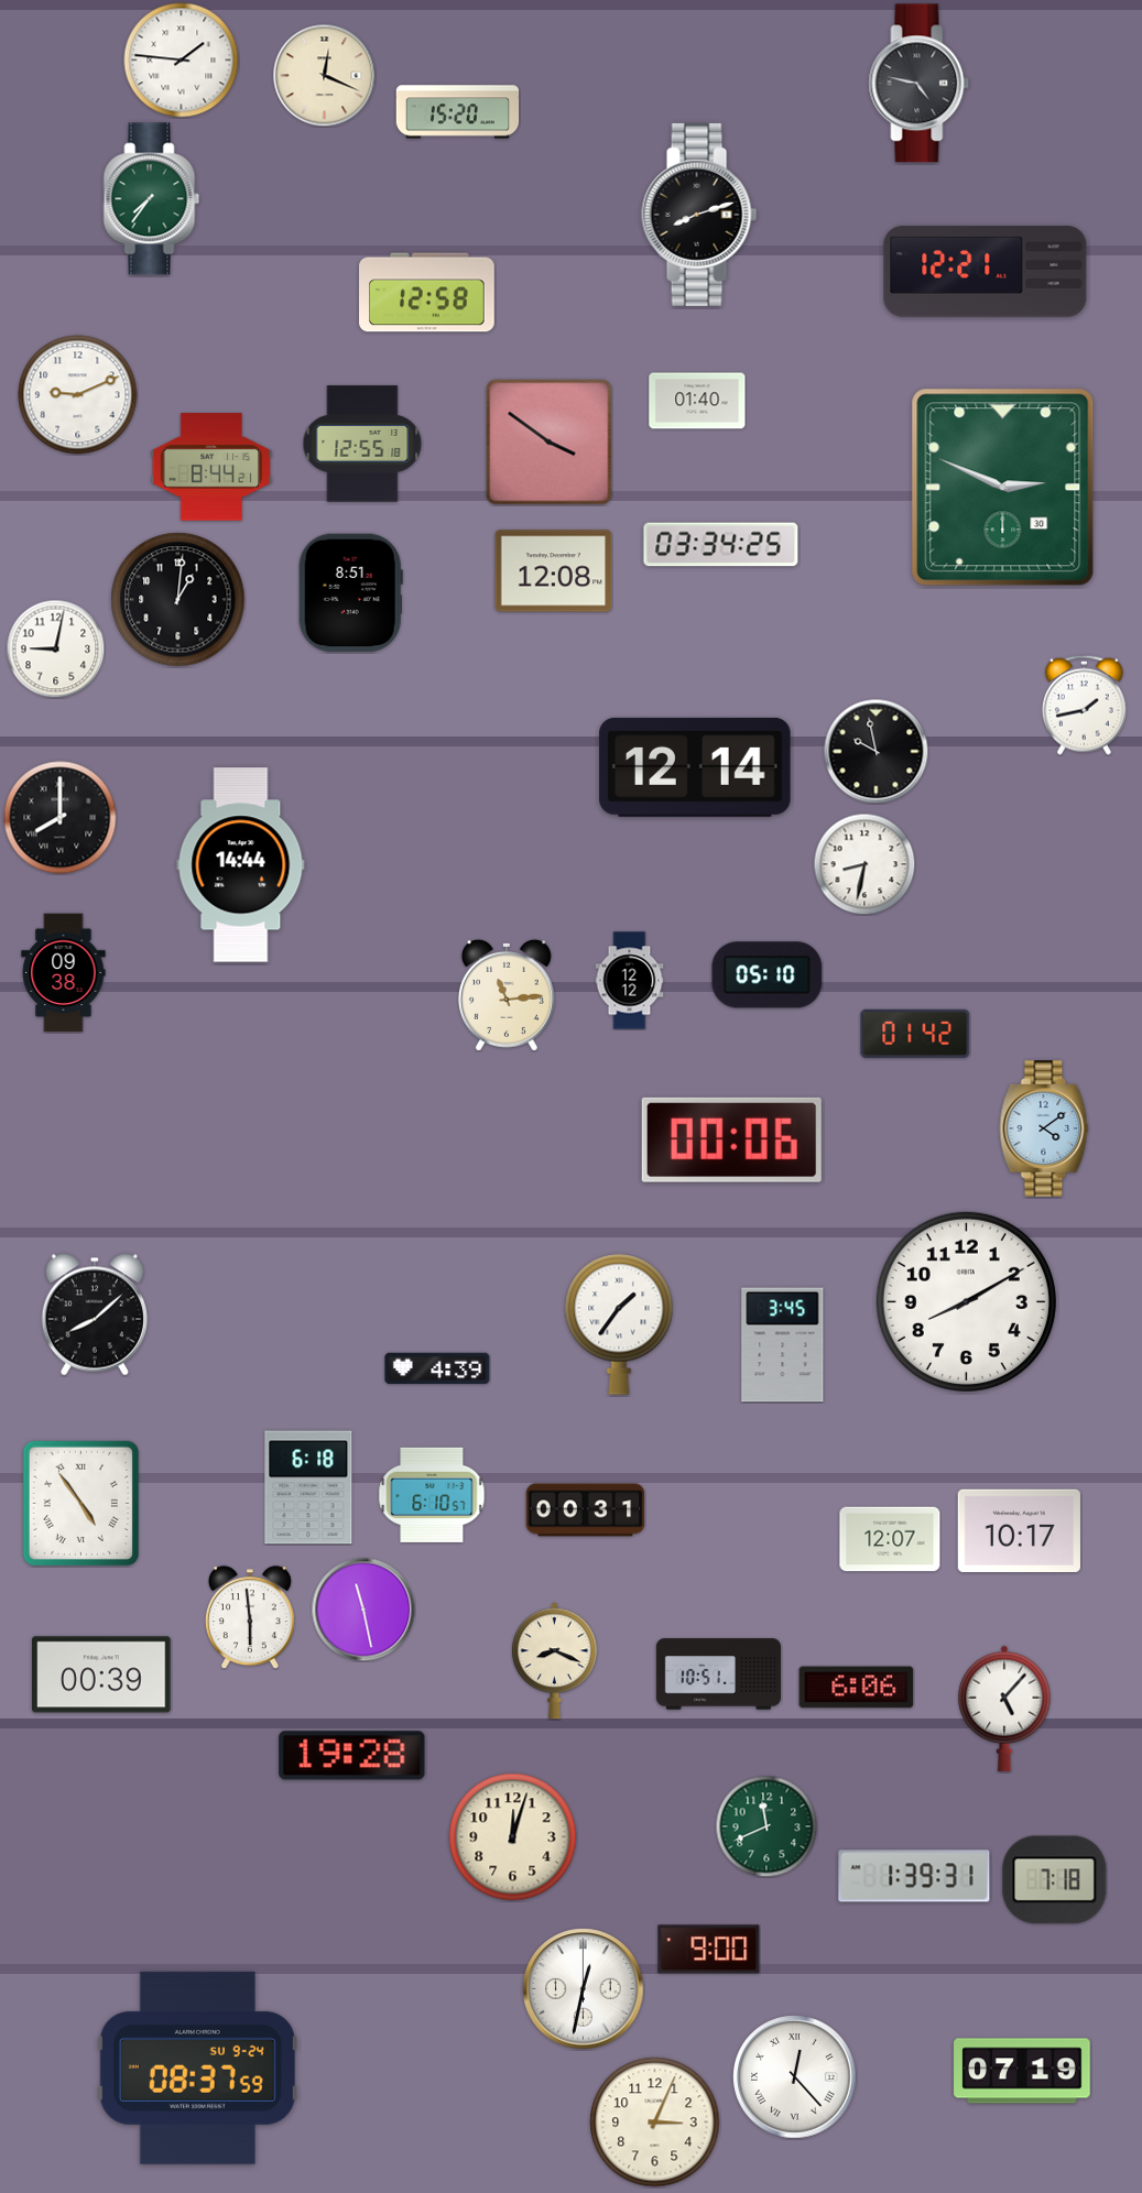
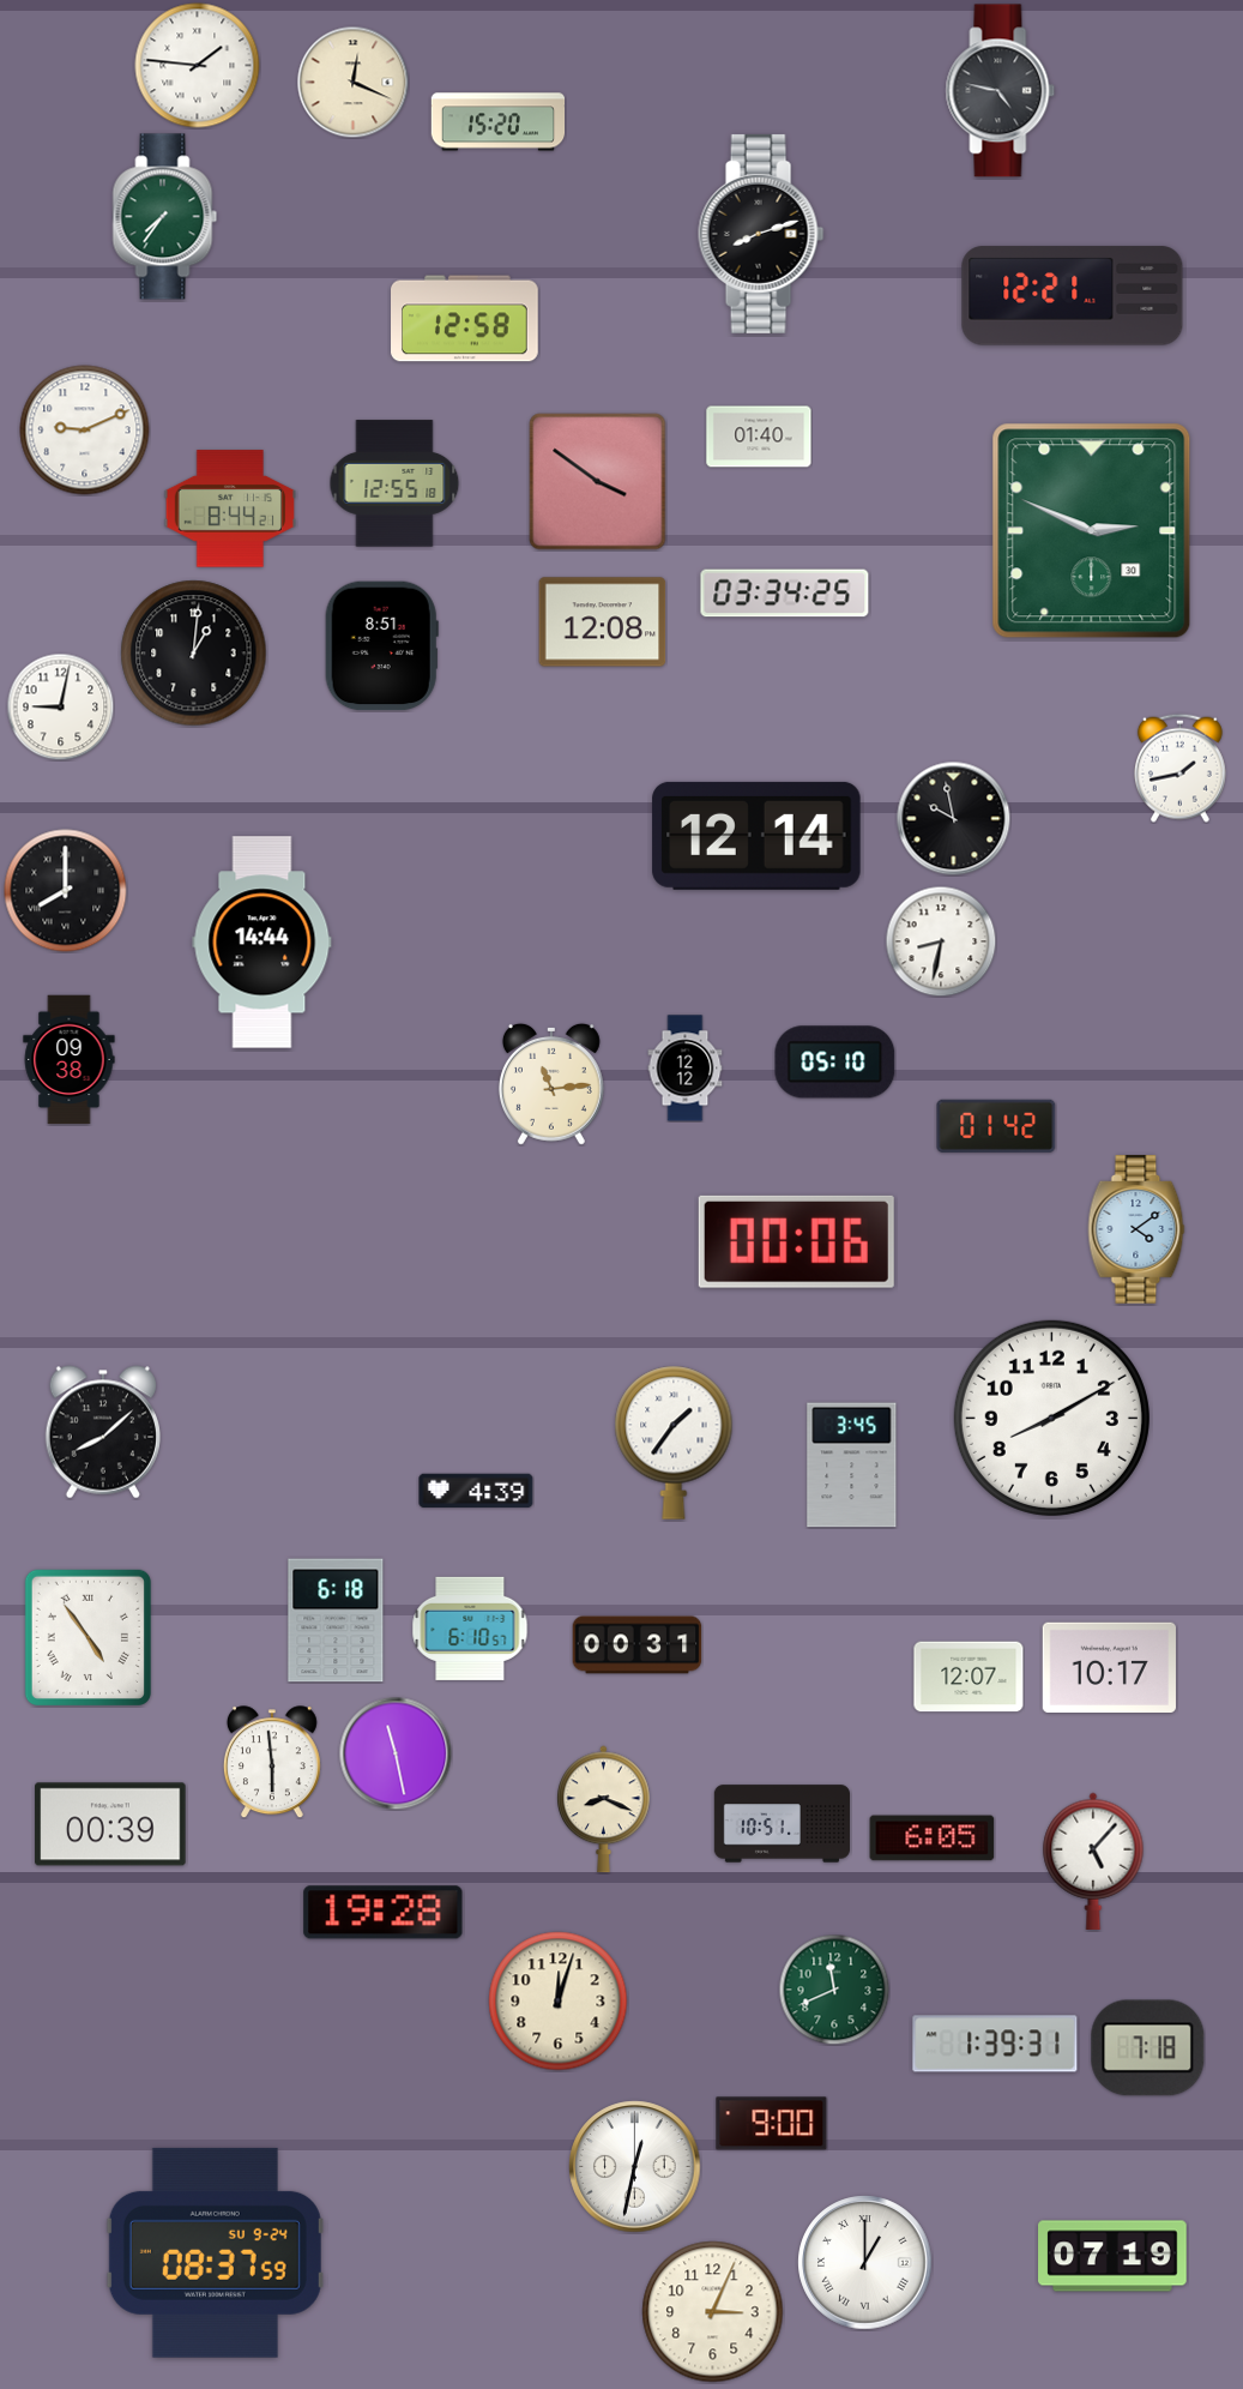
clock at (857, 1688): 6:06 -> 6:05
clock at (795, 2077): 12:23 -> 1:00
